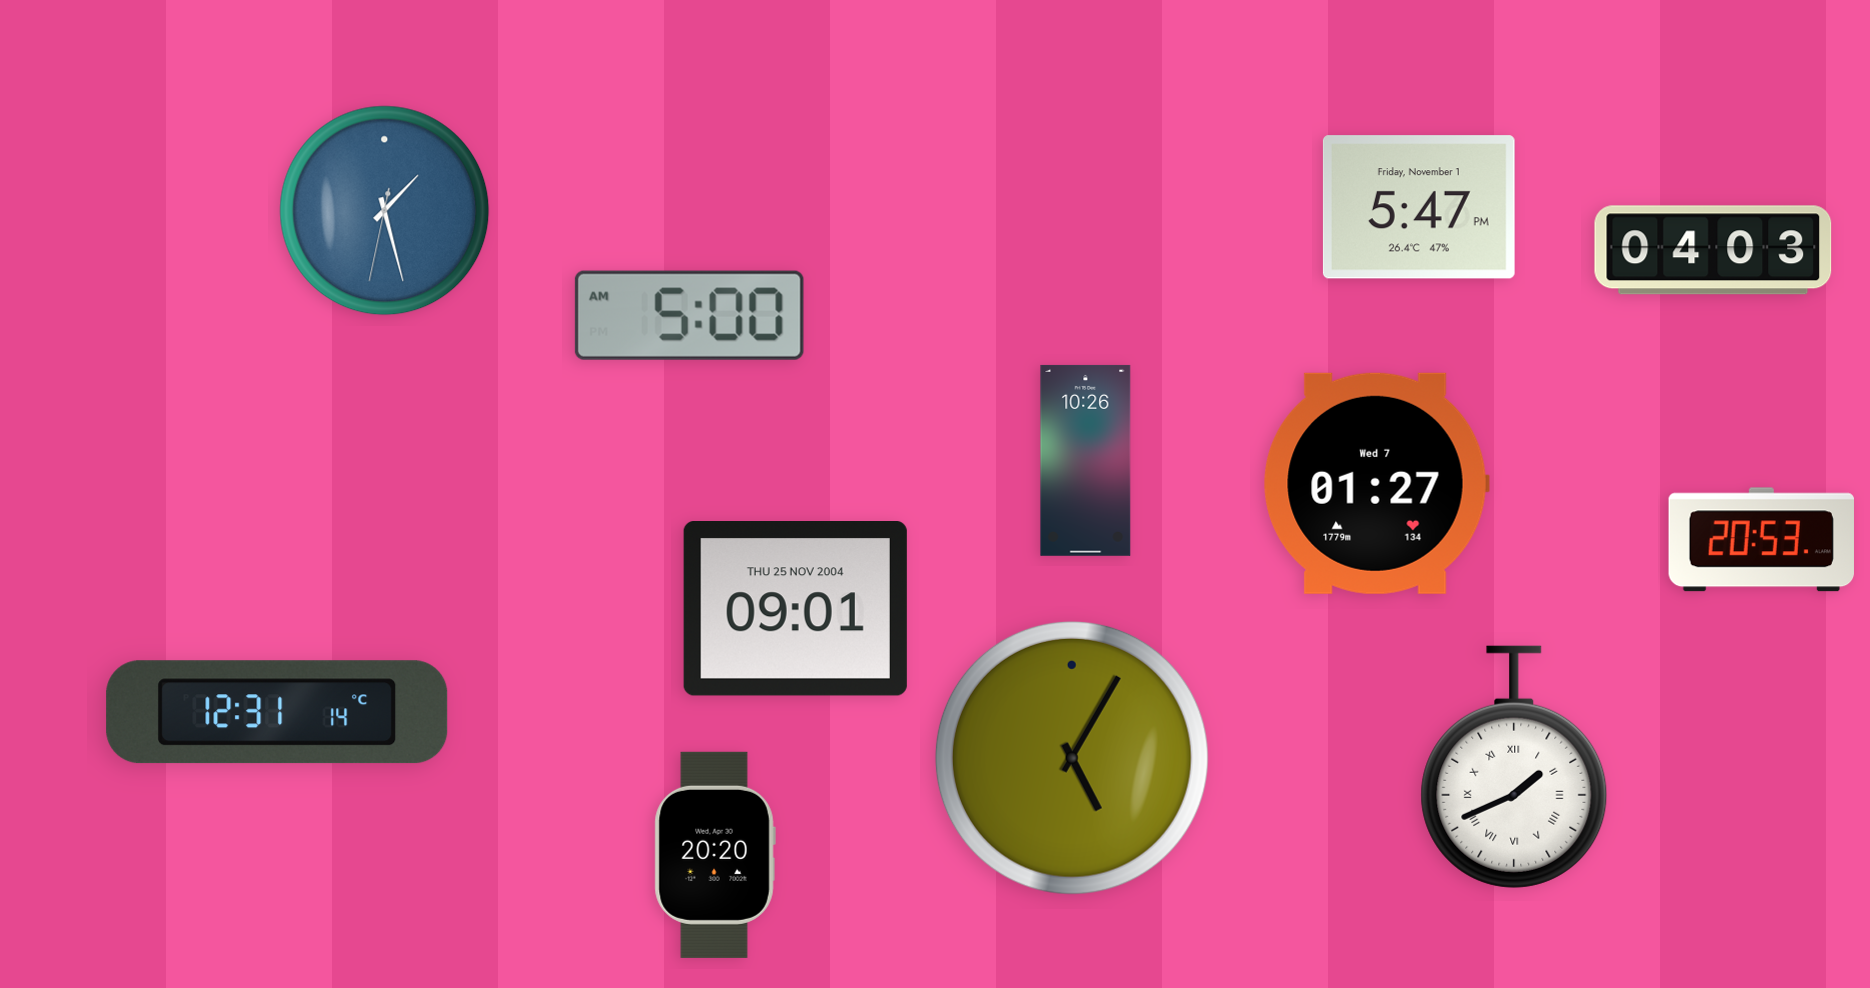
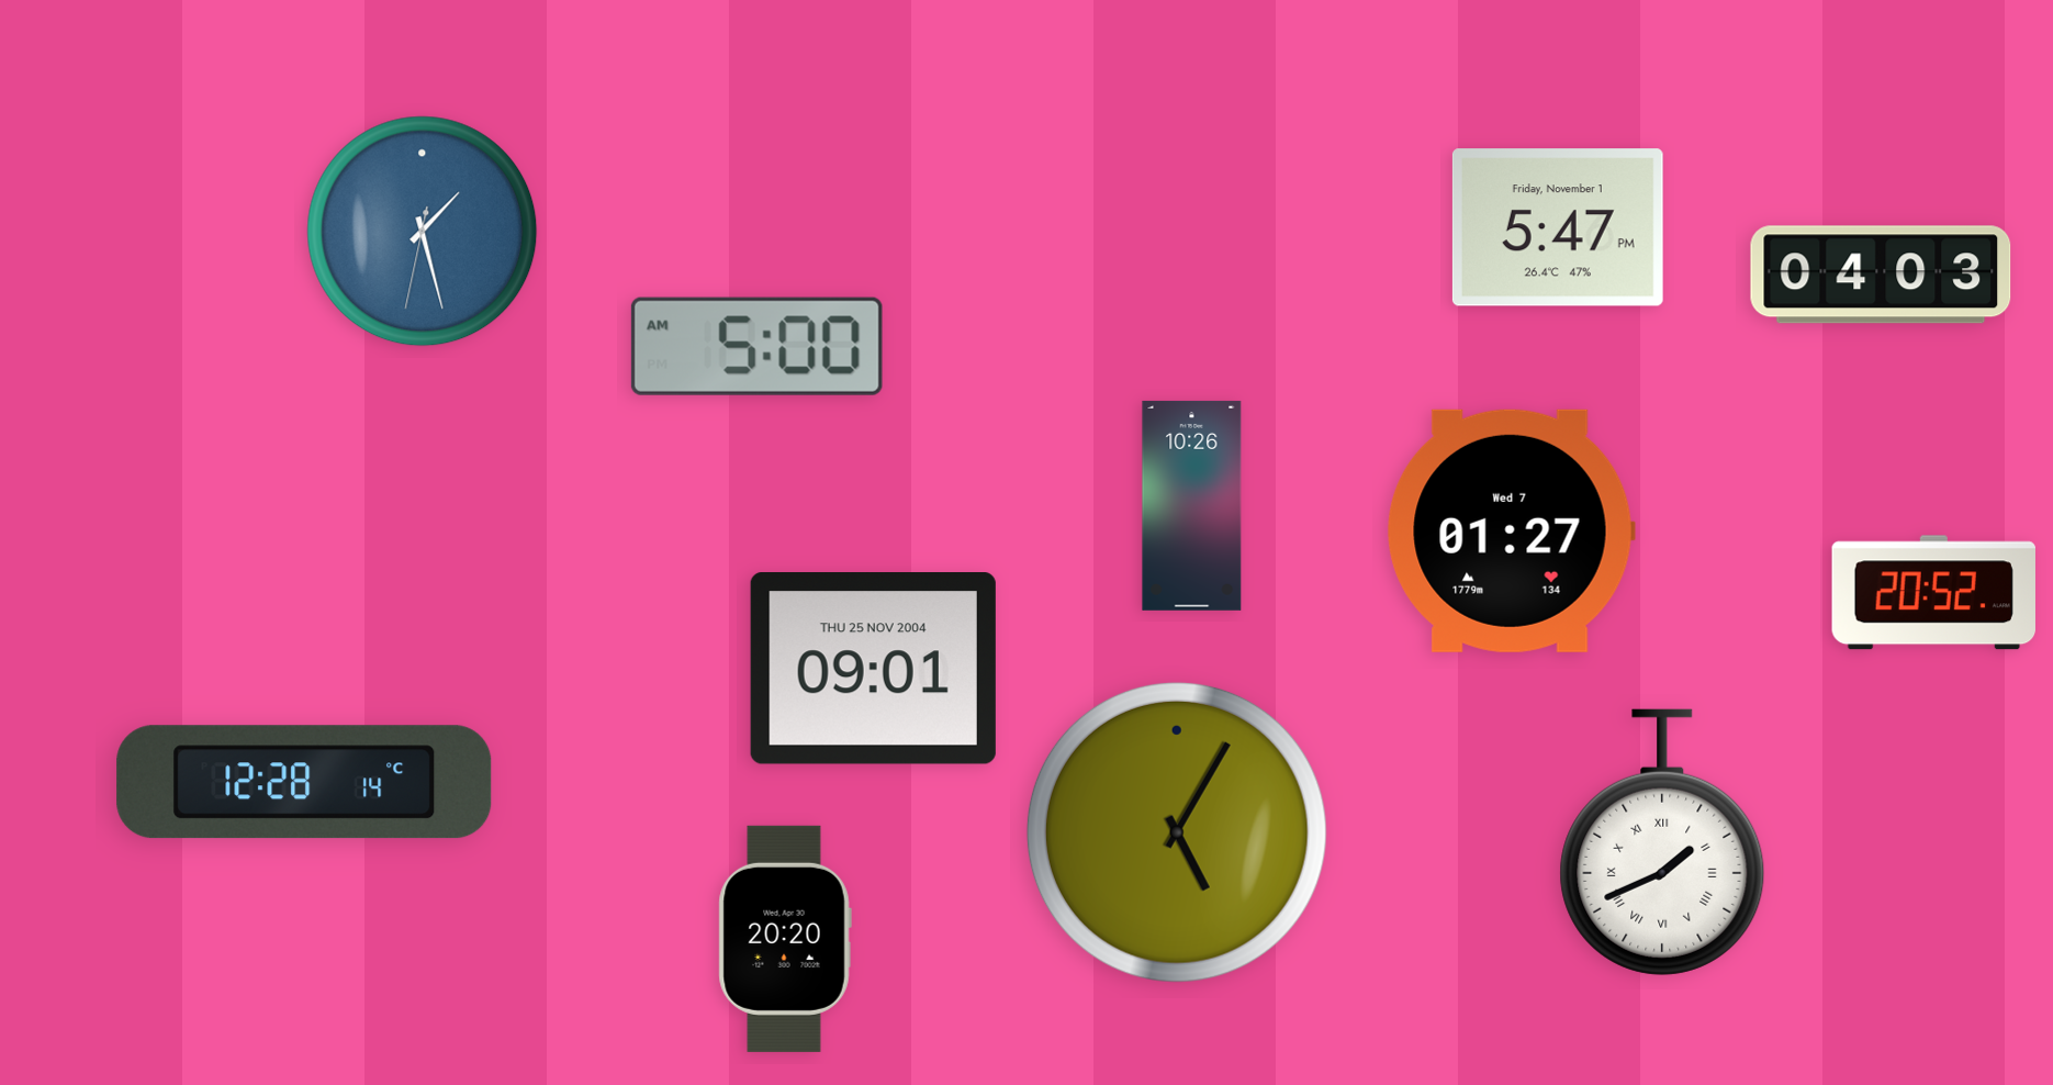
clock at (1761, 540): 20:53 -> 20:52
clock at (277, 712): 12:31 -> 12:28
